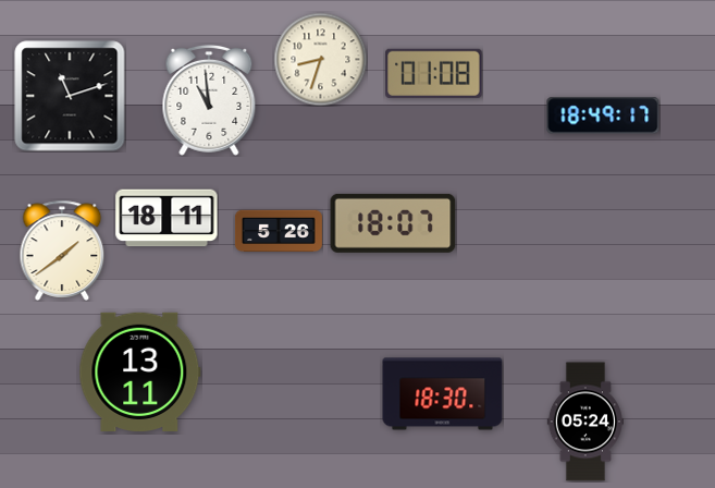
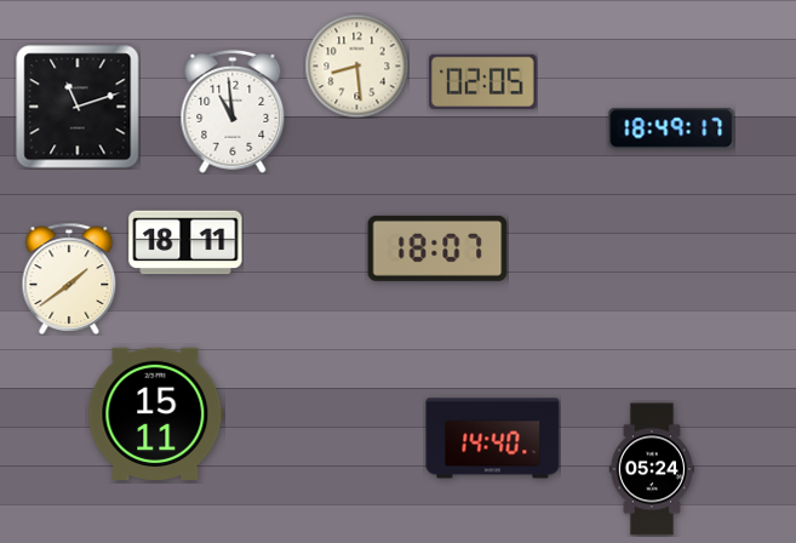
clock at (320, 59): 8:33 -> 8:29
clock at (434, 73): 01:08 -> 02:05
clock at (279, 231): 5:26 -> none
clock at (140, 371): 13:11 -> 15:11
clock at (443, 394): 18:30 -> 14:40
